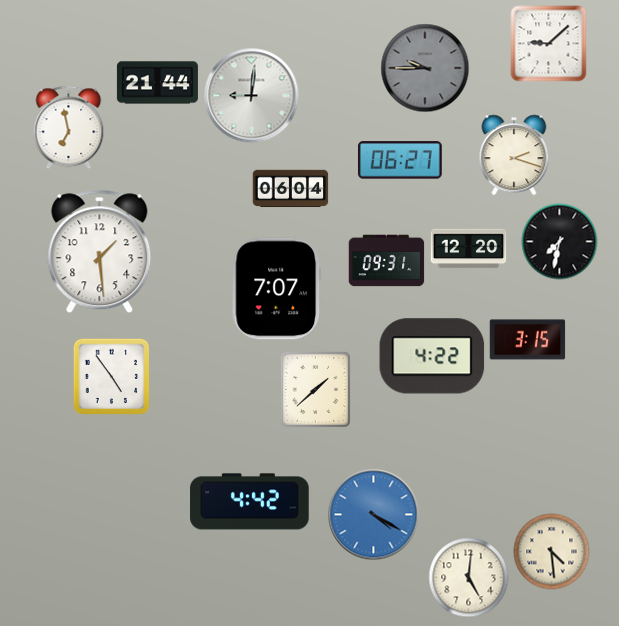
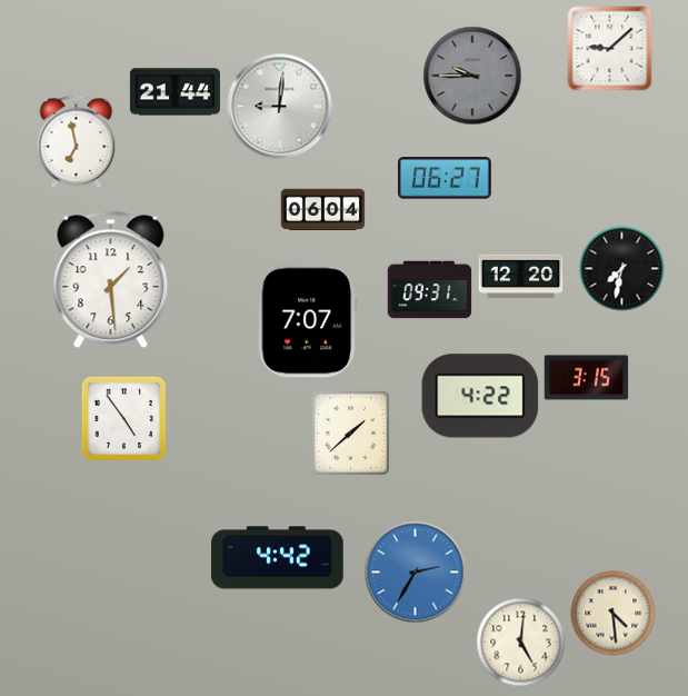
clock at (514, 155): 2:18 -> none
clock at (374, 515): 4:20 -> 2:35
